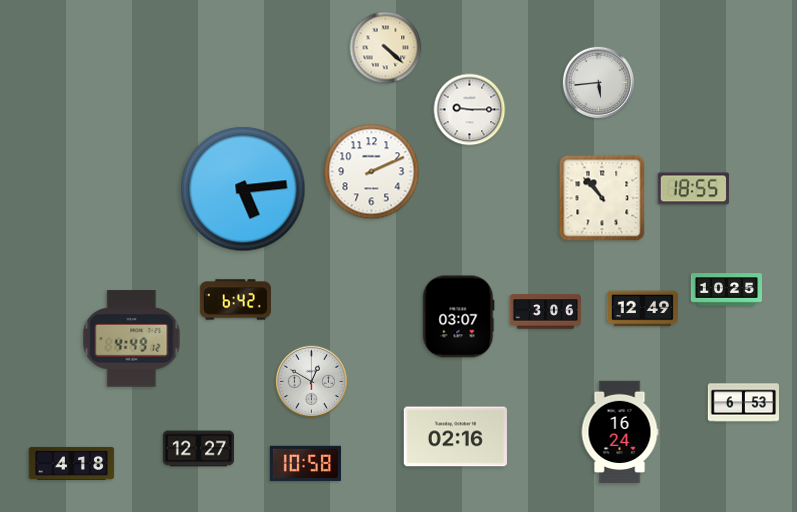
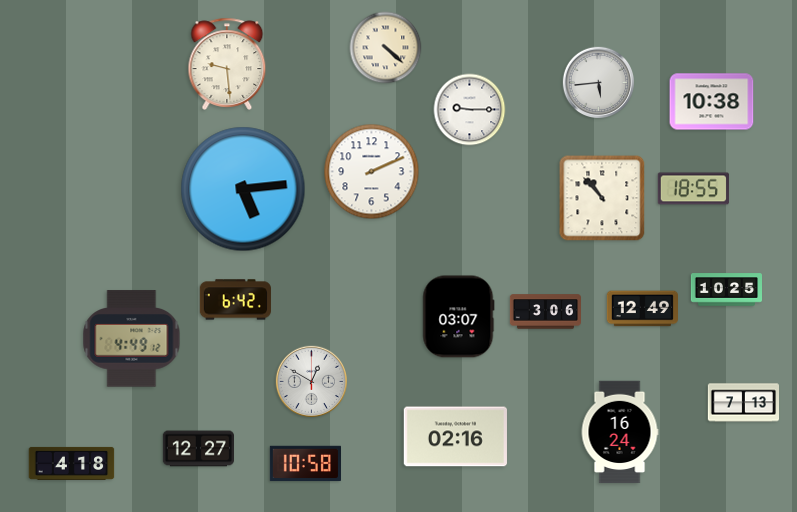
clock at (227, 64): none -> 9:29
clock at (712, 102): none -> 10:38
clock at (743, 403): 6:53 -> 7:13
